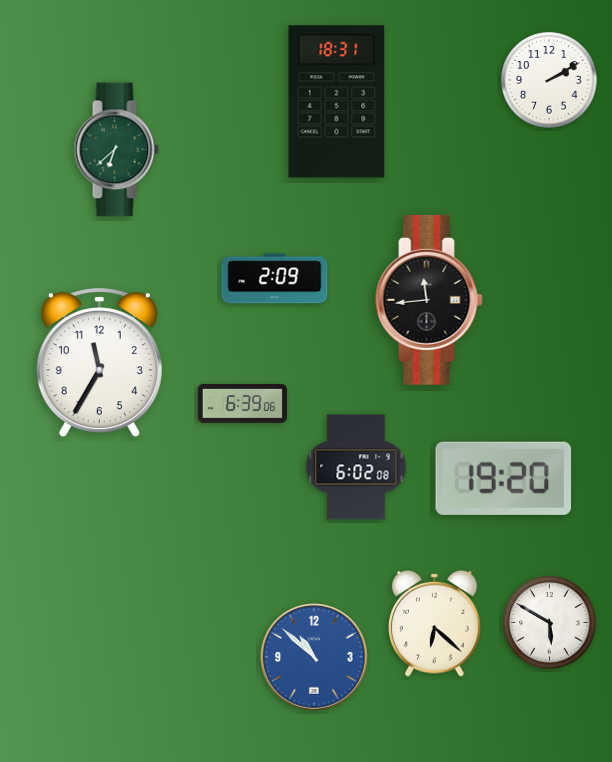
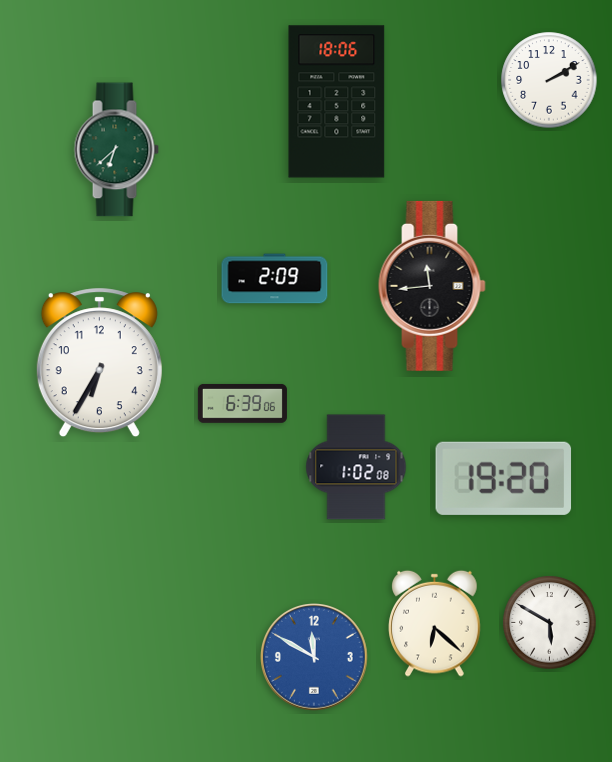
clock at (337, 102): 18:31 -> 18:06
clock at (429, 300) position: (429, 300) -> (432, 286)
clock at (99, 363): 11:35 -> 6:35
clock at (356, 467): 6:02 -> 1:02
clock at (315, 658): 10:52 -> 11:50
